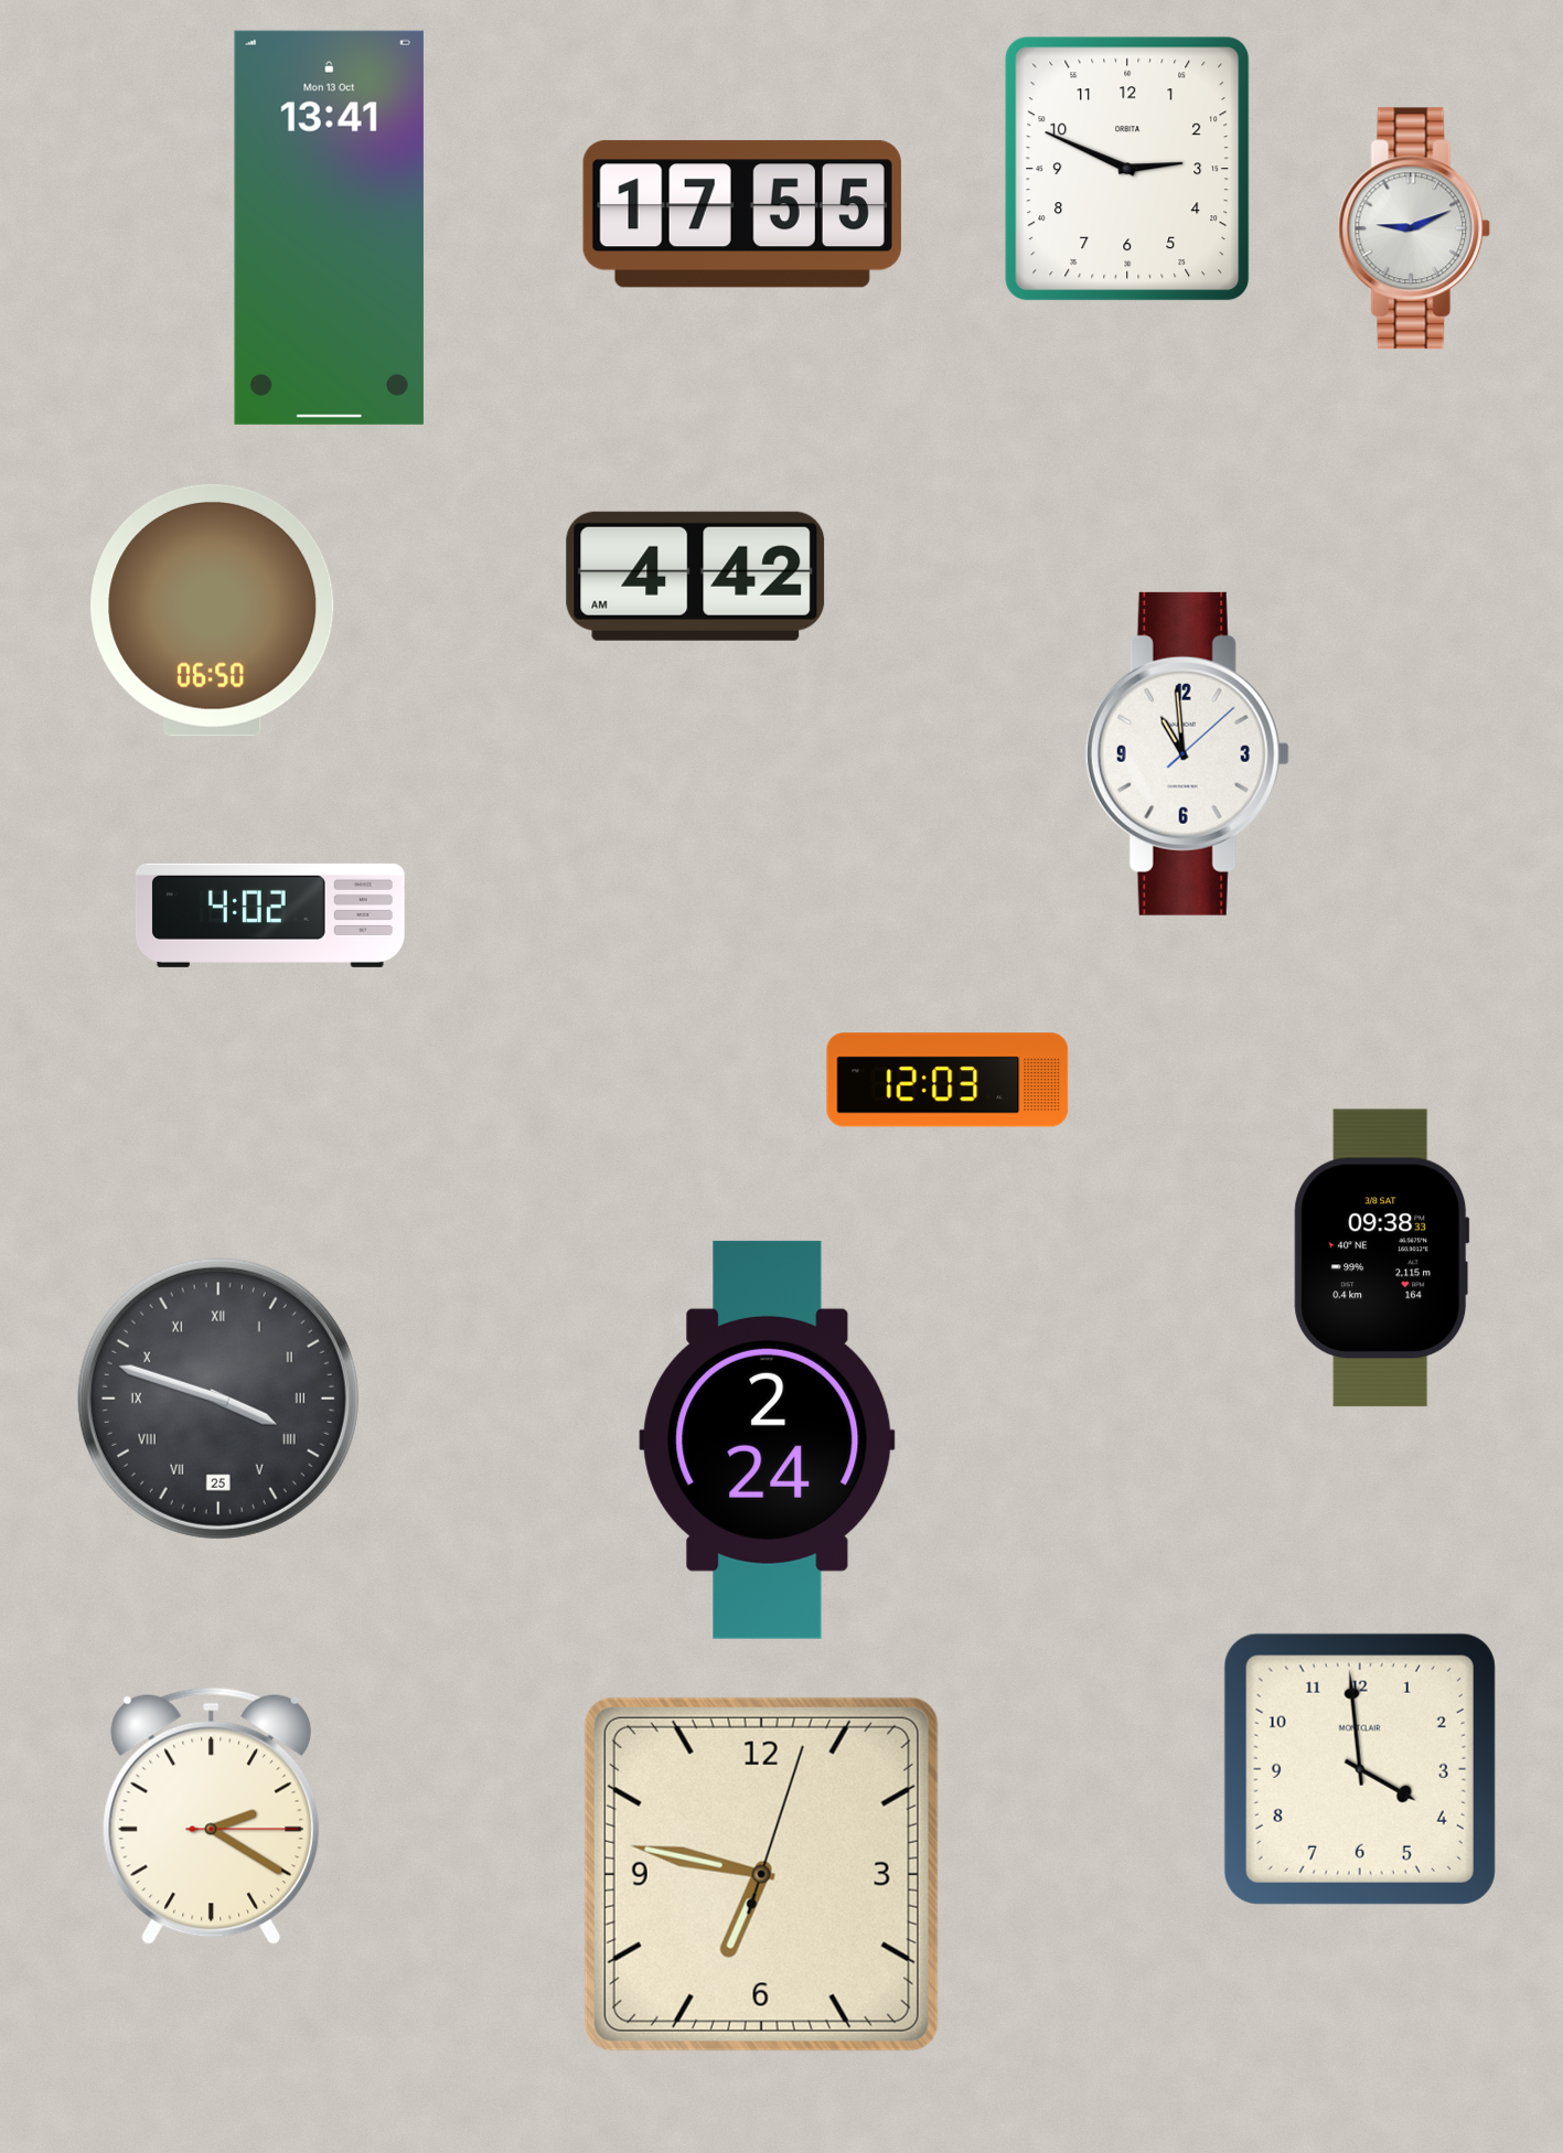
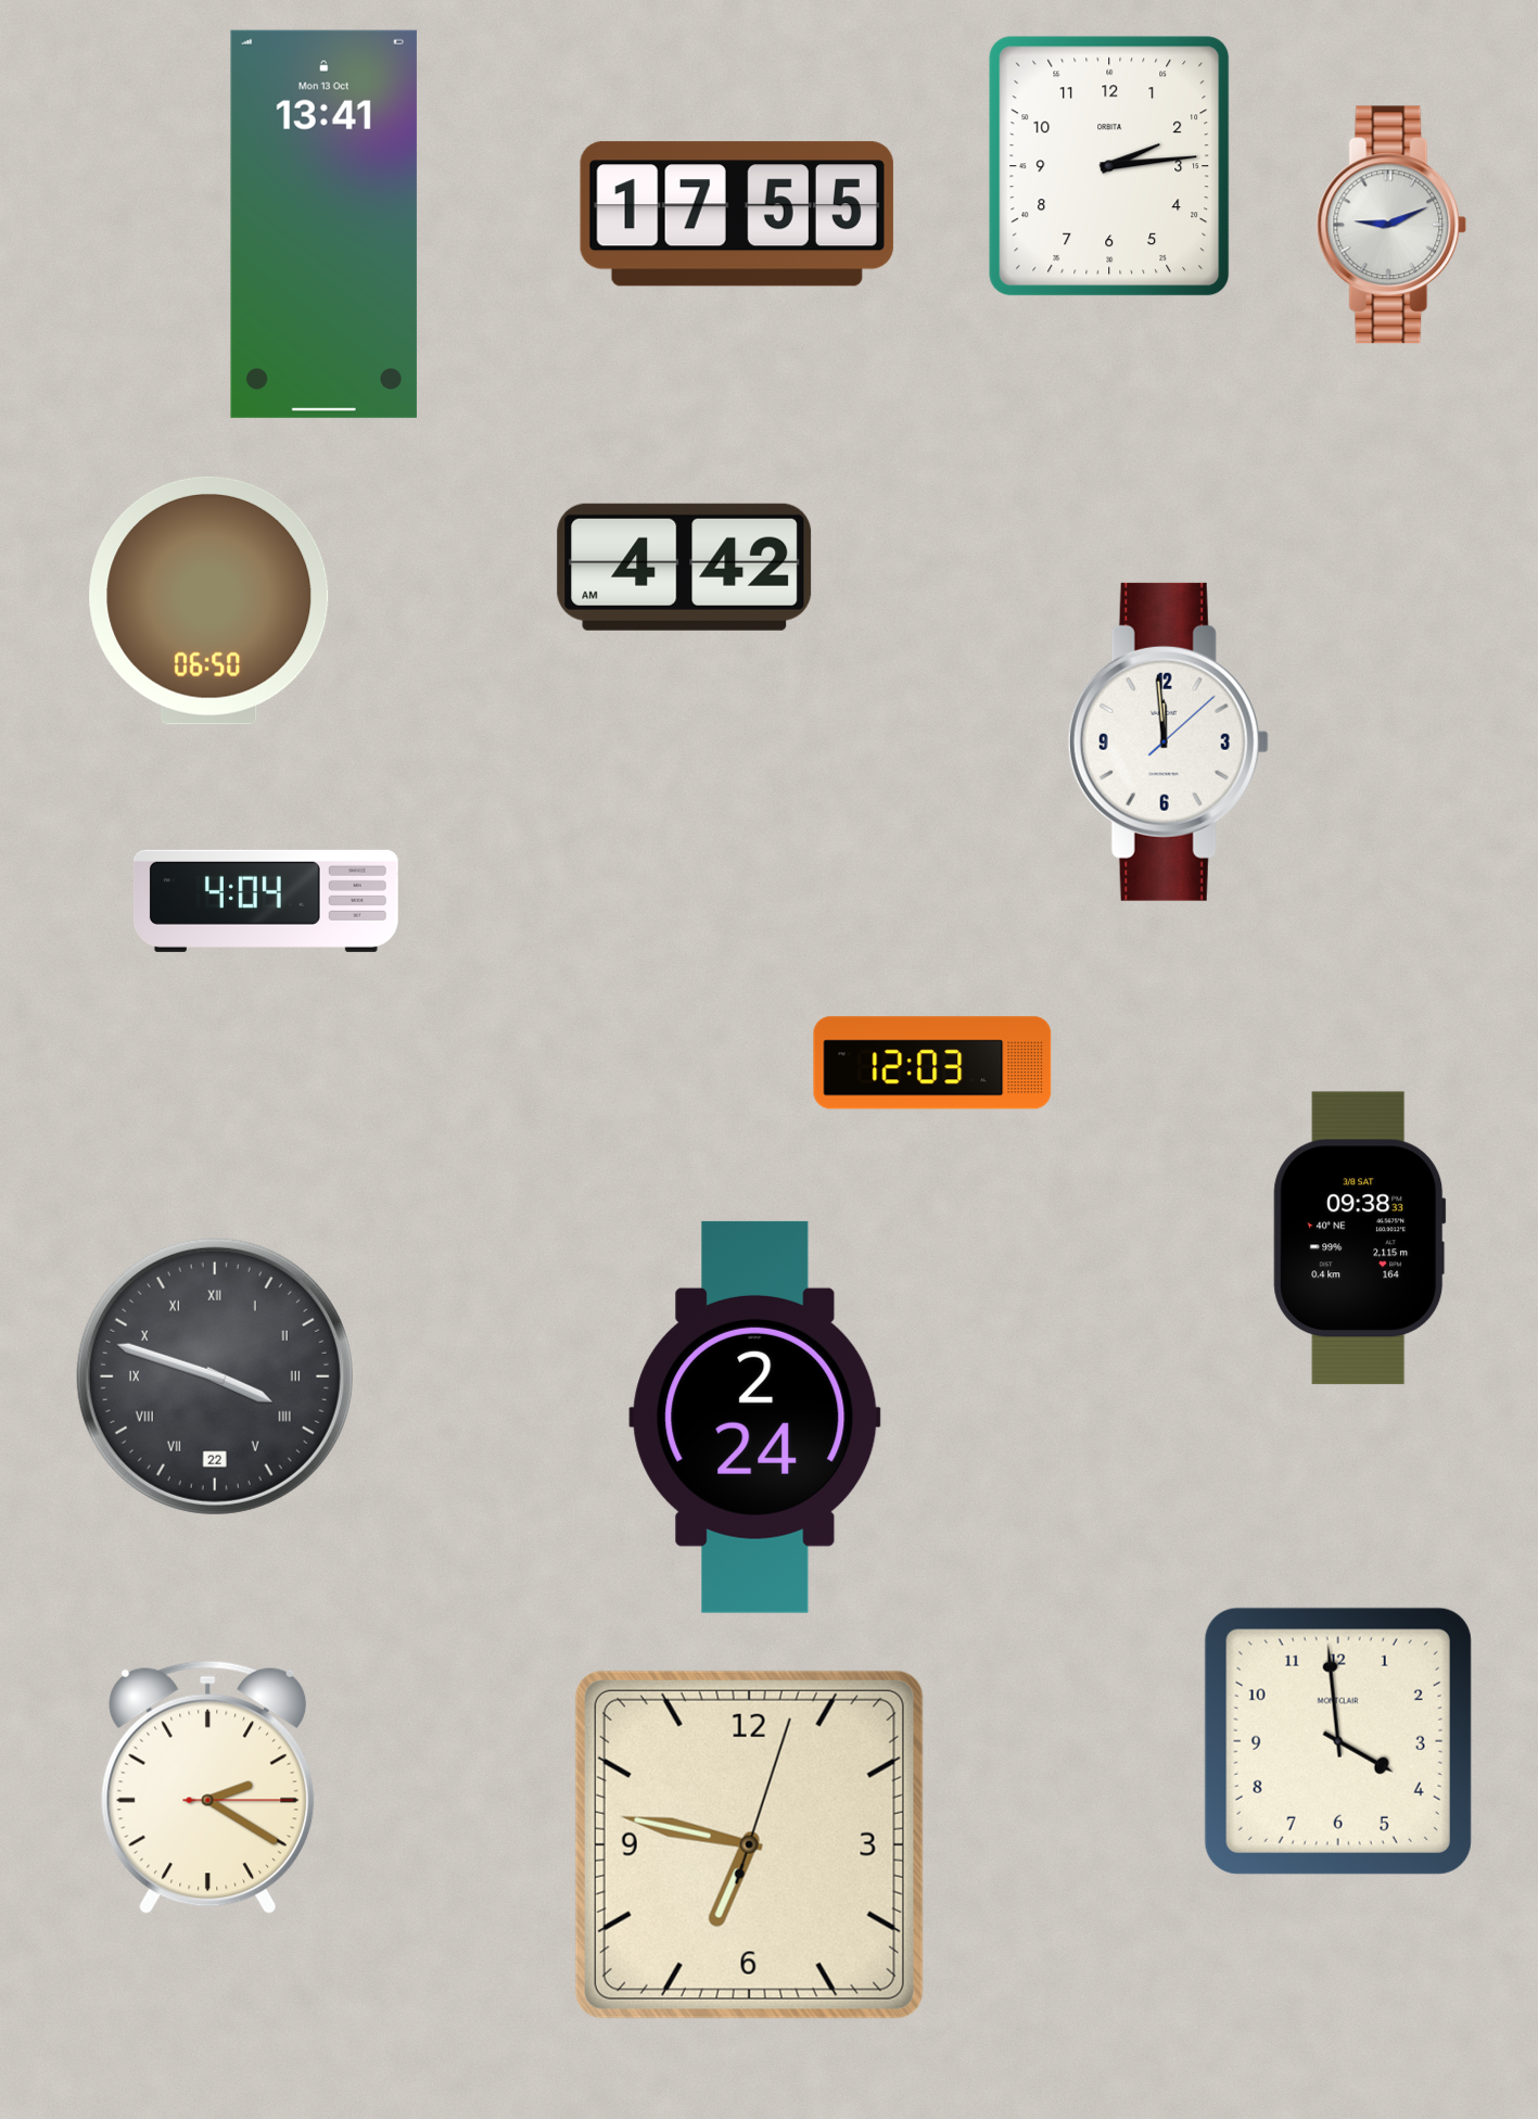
clock at (1127, 169): 2:49 -> 2:14
clock at (742, 214) position: (742, 214) -> (737, 214)
clock at (1187, 753): 10:59 -> 11:59
clock at (270, 915): 4:02 -> 4:04
clock at (218, 1399) date: 25 -> 22
